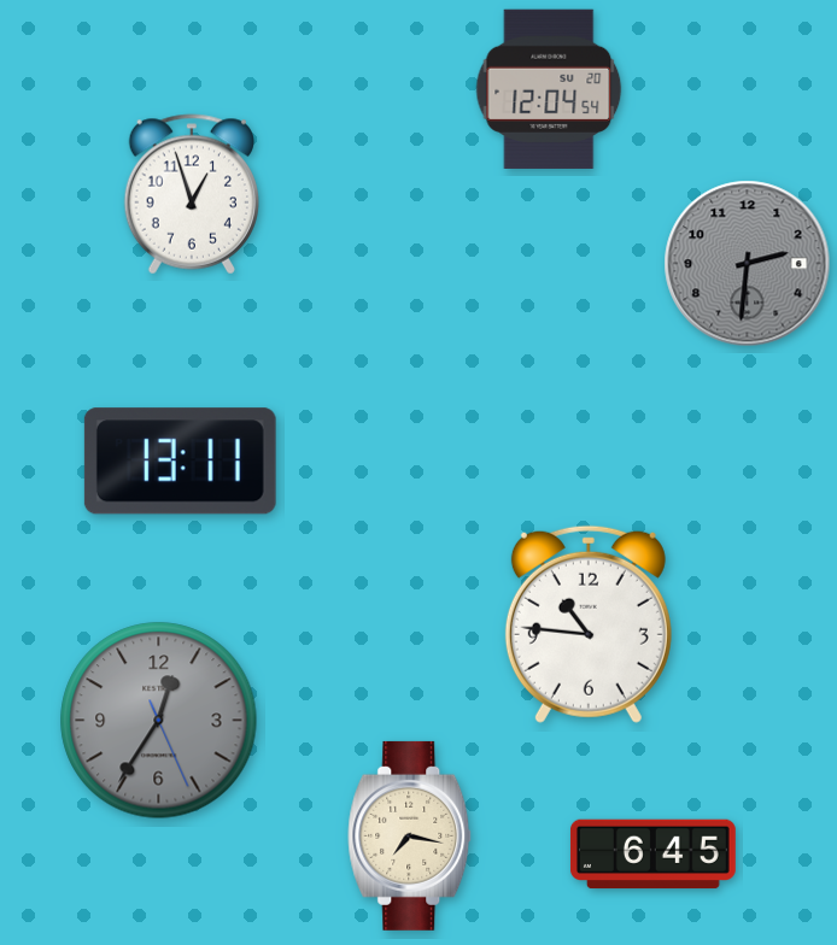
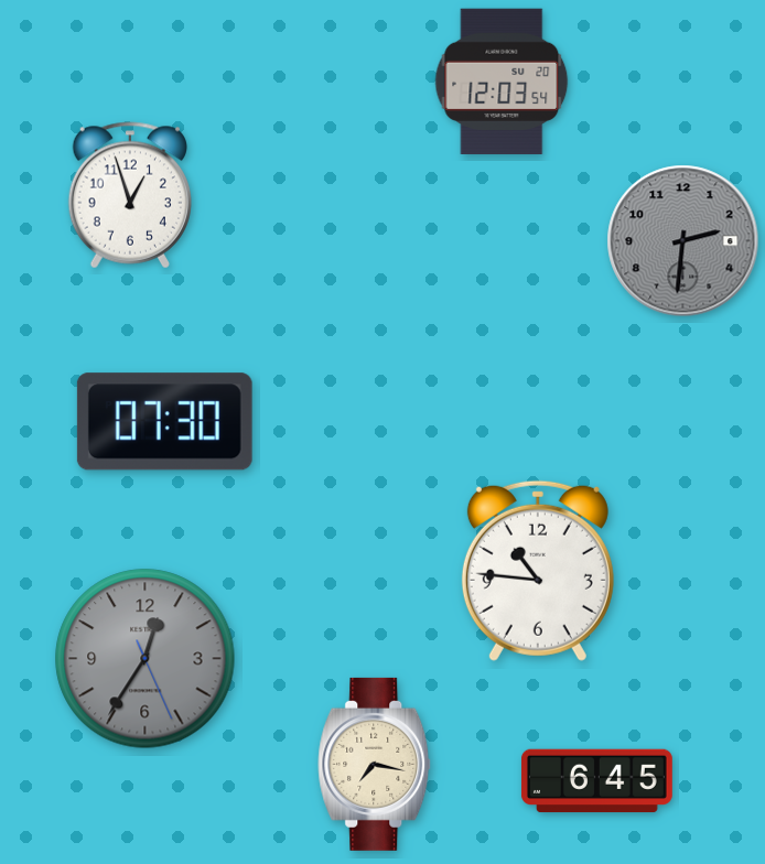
clock at (549, 89): 12:04 -> 12:03
clock at (191, 194) position: (191, 194) -> (129, 195)
clock at (180, 462): 13:11 -> 07:30
